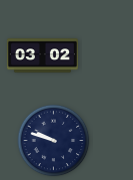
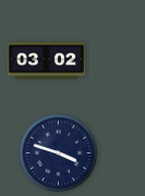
clock at (54, 141): 9:48 -> 3:48
